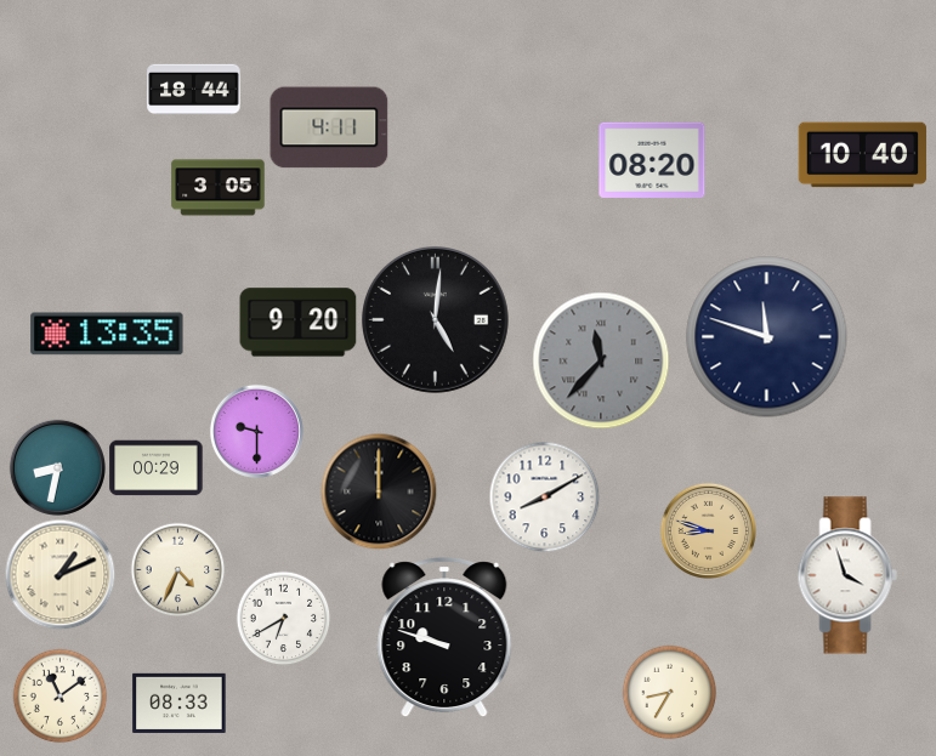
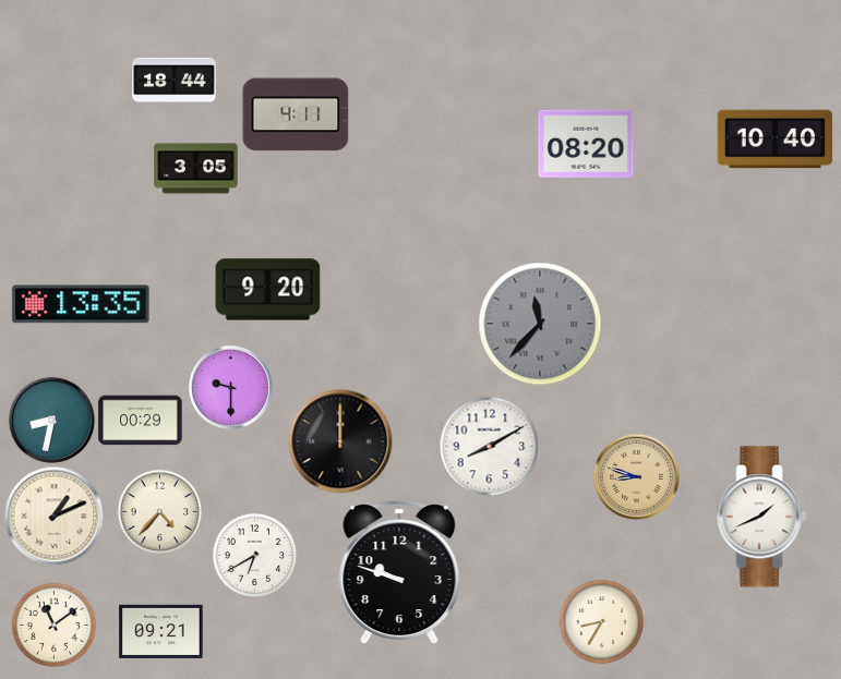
clock at (435, 319): 5:01 -> none
clock at (107, 334) position: (107, 334) -> (81, 304)
clock at (767, 337): 11:48 -> none
clock at (177, 569): 4:34 -> 4:37
clock at (847, 575): 3:57 -> 1:41
clock at (180, 703): 08:33 -> 09:21
